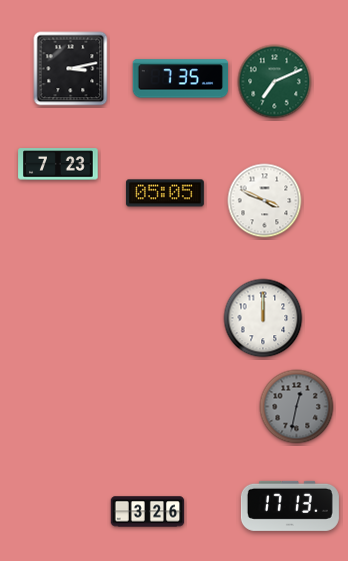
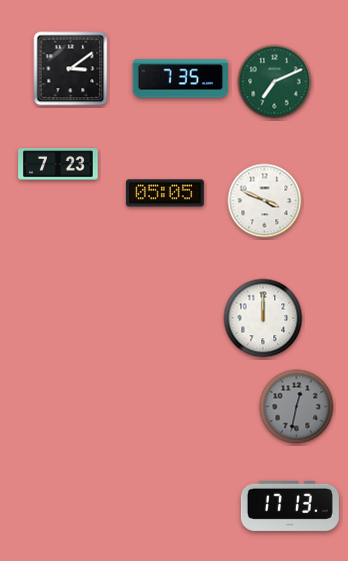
clock at (71, 69): 3:13 -> 3:09
clock at (148, 512): 3:26 -> none
